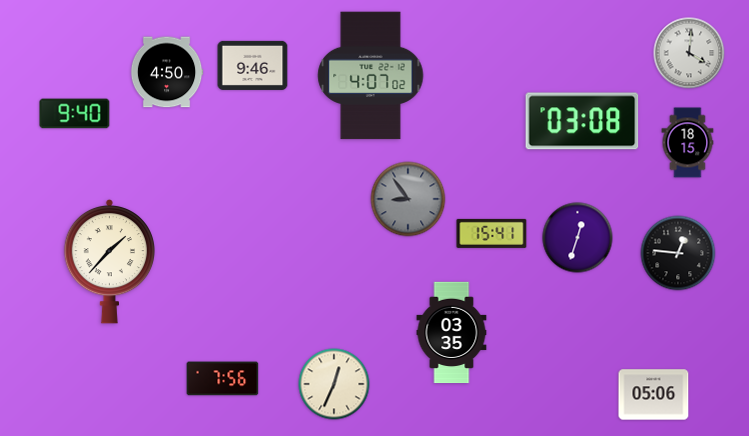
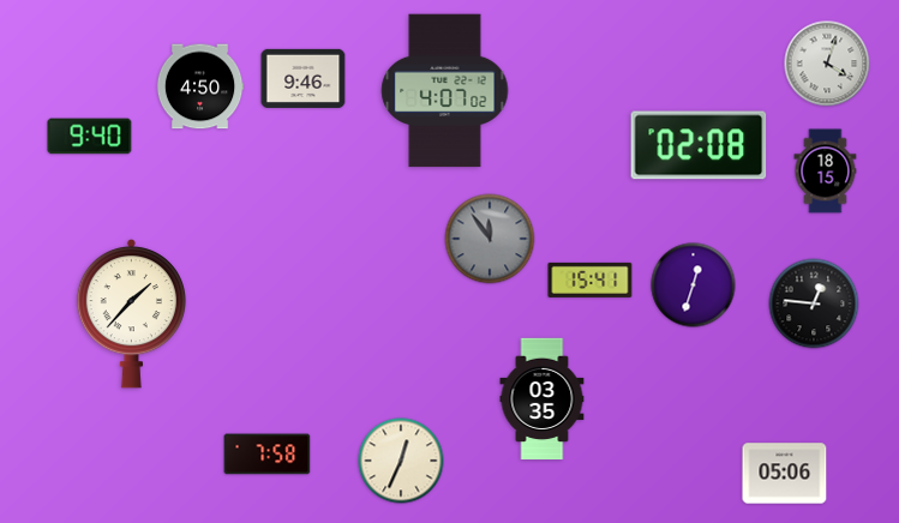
clock at (689, 53): 4:01 -> 4:03
clock at (582, 121): 03:08 -> 02:08
clock at (408, 199): 8:54 -> 11:54
clock at (223, 379): 7:56 -> 7:58
